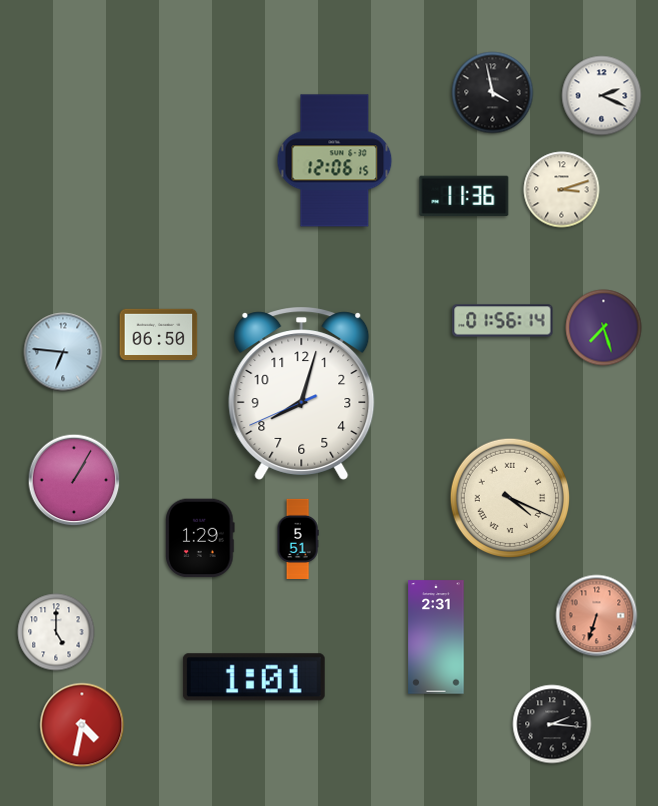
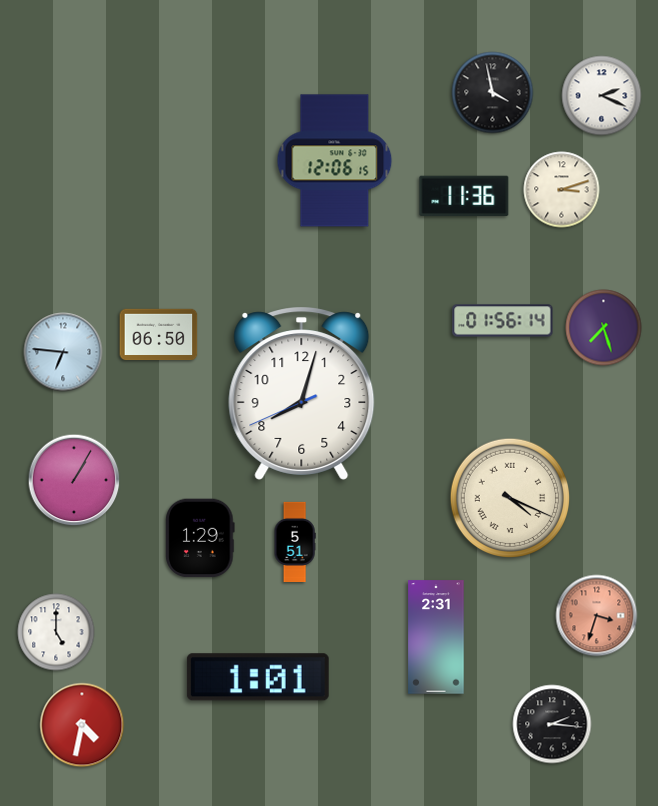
clock at (298, 538) position: (298, 538) -> (295, 541)
clock at (597, 616): 6:33 -> 3:33
clock at (254, 677) position: (254, 677) -> (258, 677)
